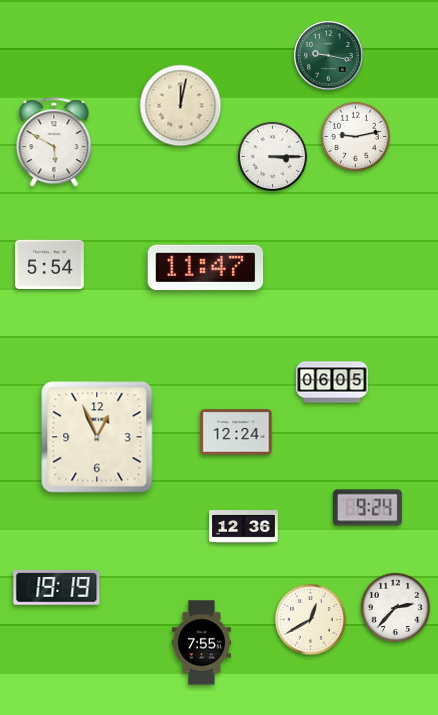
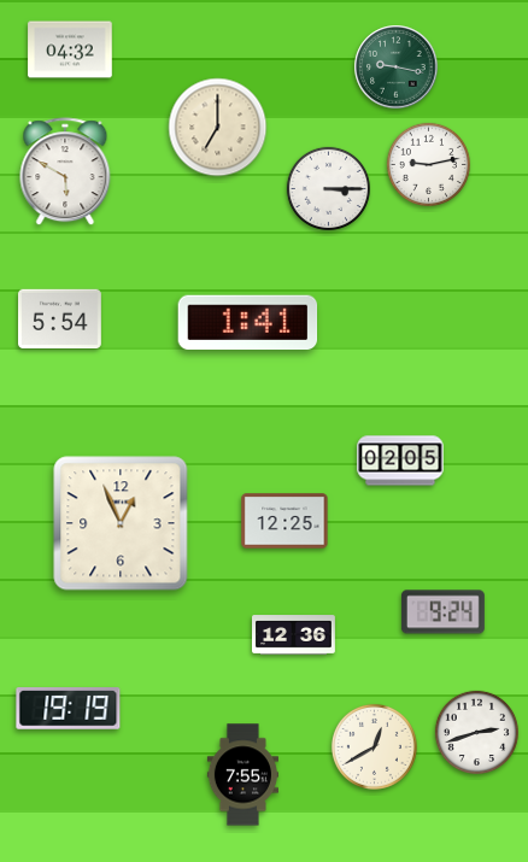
clock at (70, 49): none -> 04:32
clock at (181, 106): 12:02 -> 7:00
clock at (206, 267): 11:47 -> 1:41
clock at (332, 382): 06:05 -> 02:05
clock at (236, 432): 12:24 -> 12:25
clock at (97, 437) position: (97, 437) -> (121, 523)
clock at (395, 607): 2:37 -> 2:42
